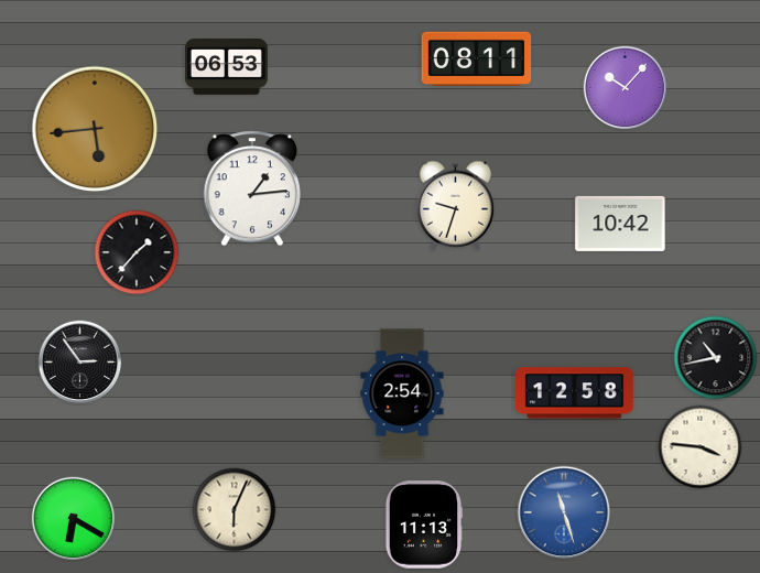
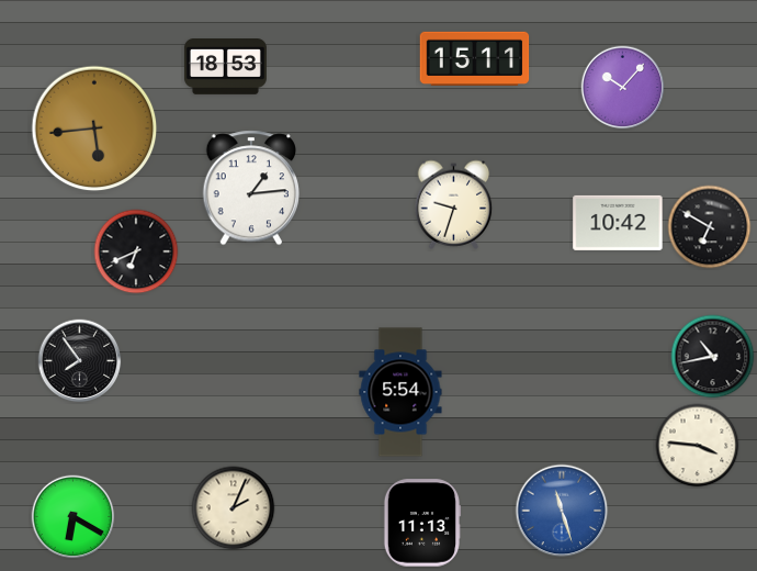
clock at (477, 58): 08:11 -> 15:11
clock at (226, 67): 06:53 -> 18:53
clock at (710, 227): none -> 6:50
clock at (137, 252): 1:37 -> 6:41
clock at (80, 363): 2:54 -> 7:54
clock at (402, 393): 2:54 -> 5:54
clock at (575, 393): 12:58 -> none
clock at (235, 510): 6:04 -> 2:04
